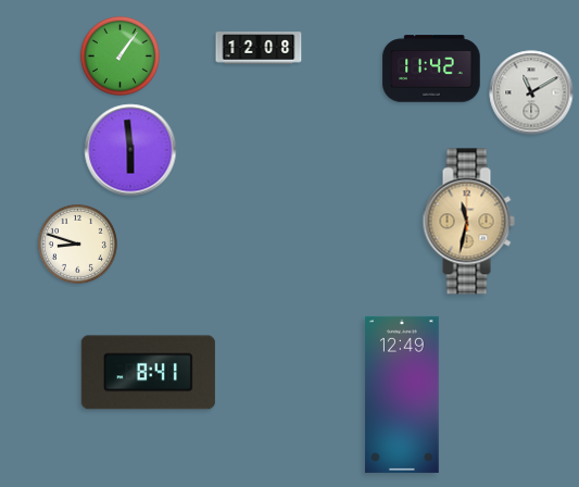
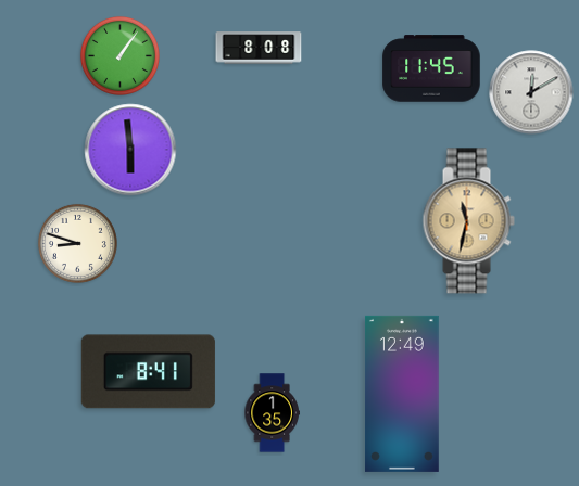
clock at (259, 48): 12:08 -> 8:08
clock at (431, 68): 11:42 -> 11:45
clock at (531, 92): 11:10 -> 12:10
clock at (272, 413): none -> 1:35
